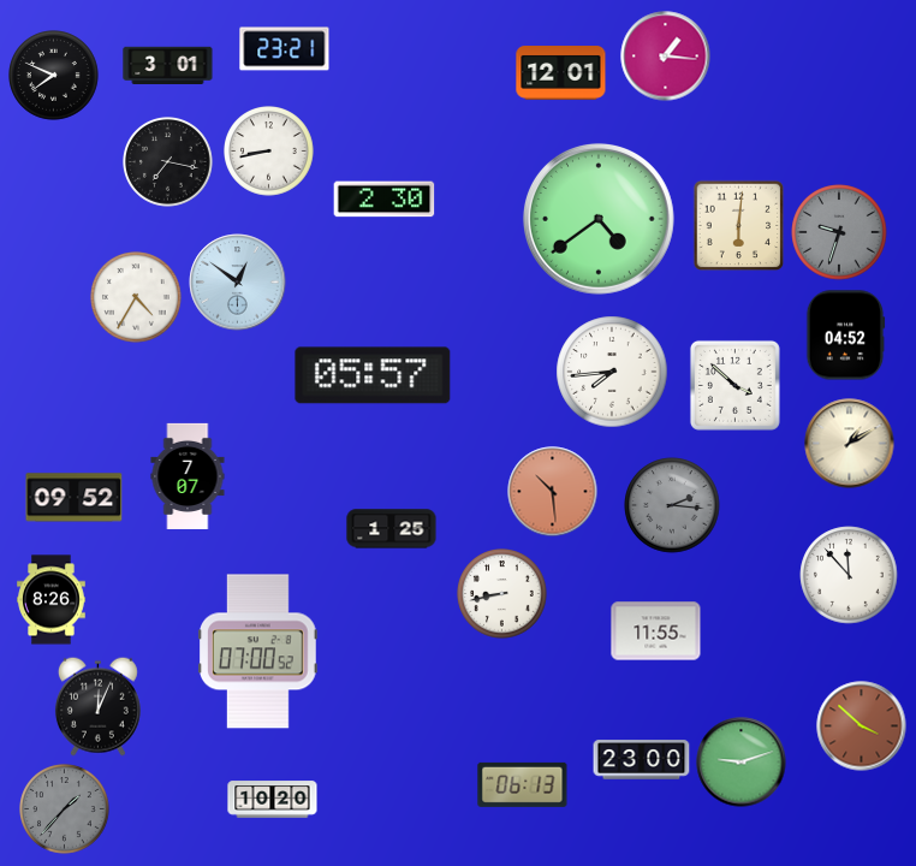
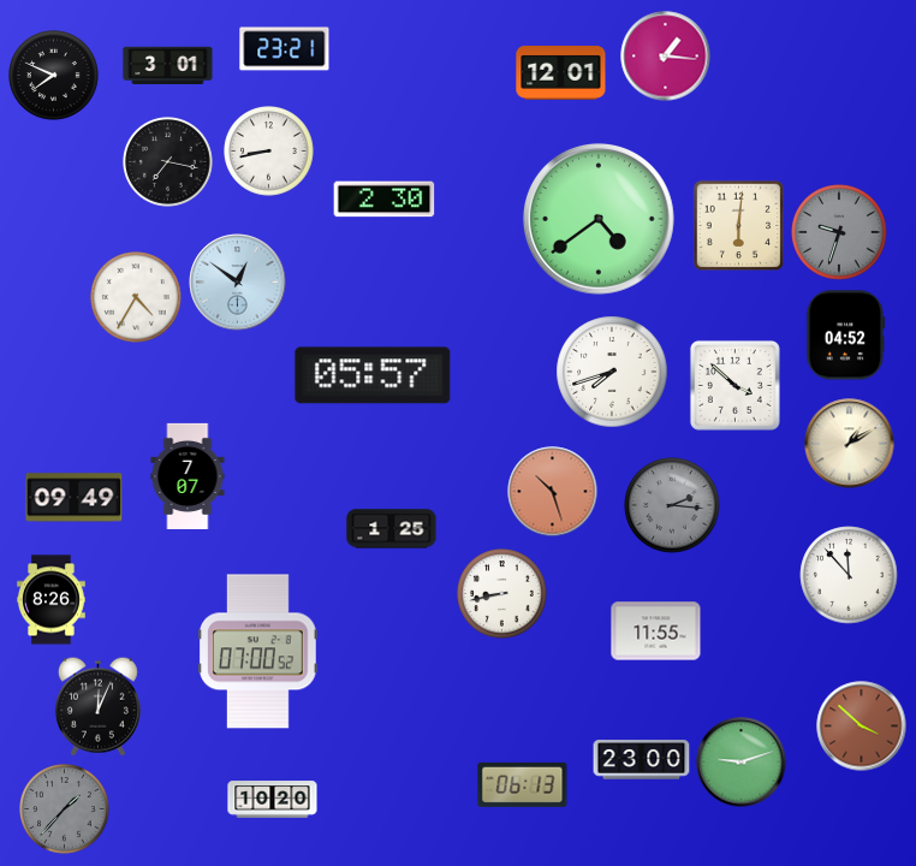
clock at (612, 372): 7:44 -> 7:42
clock at (553, 492): 10:29 -> 10:27
clock at (75, 498): 09:52 -> 09:49
